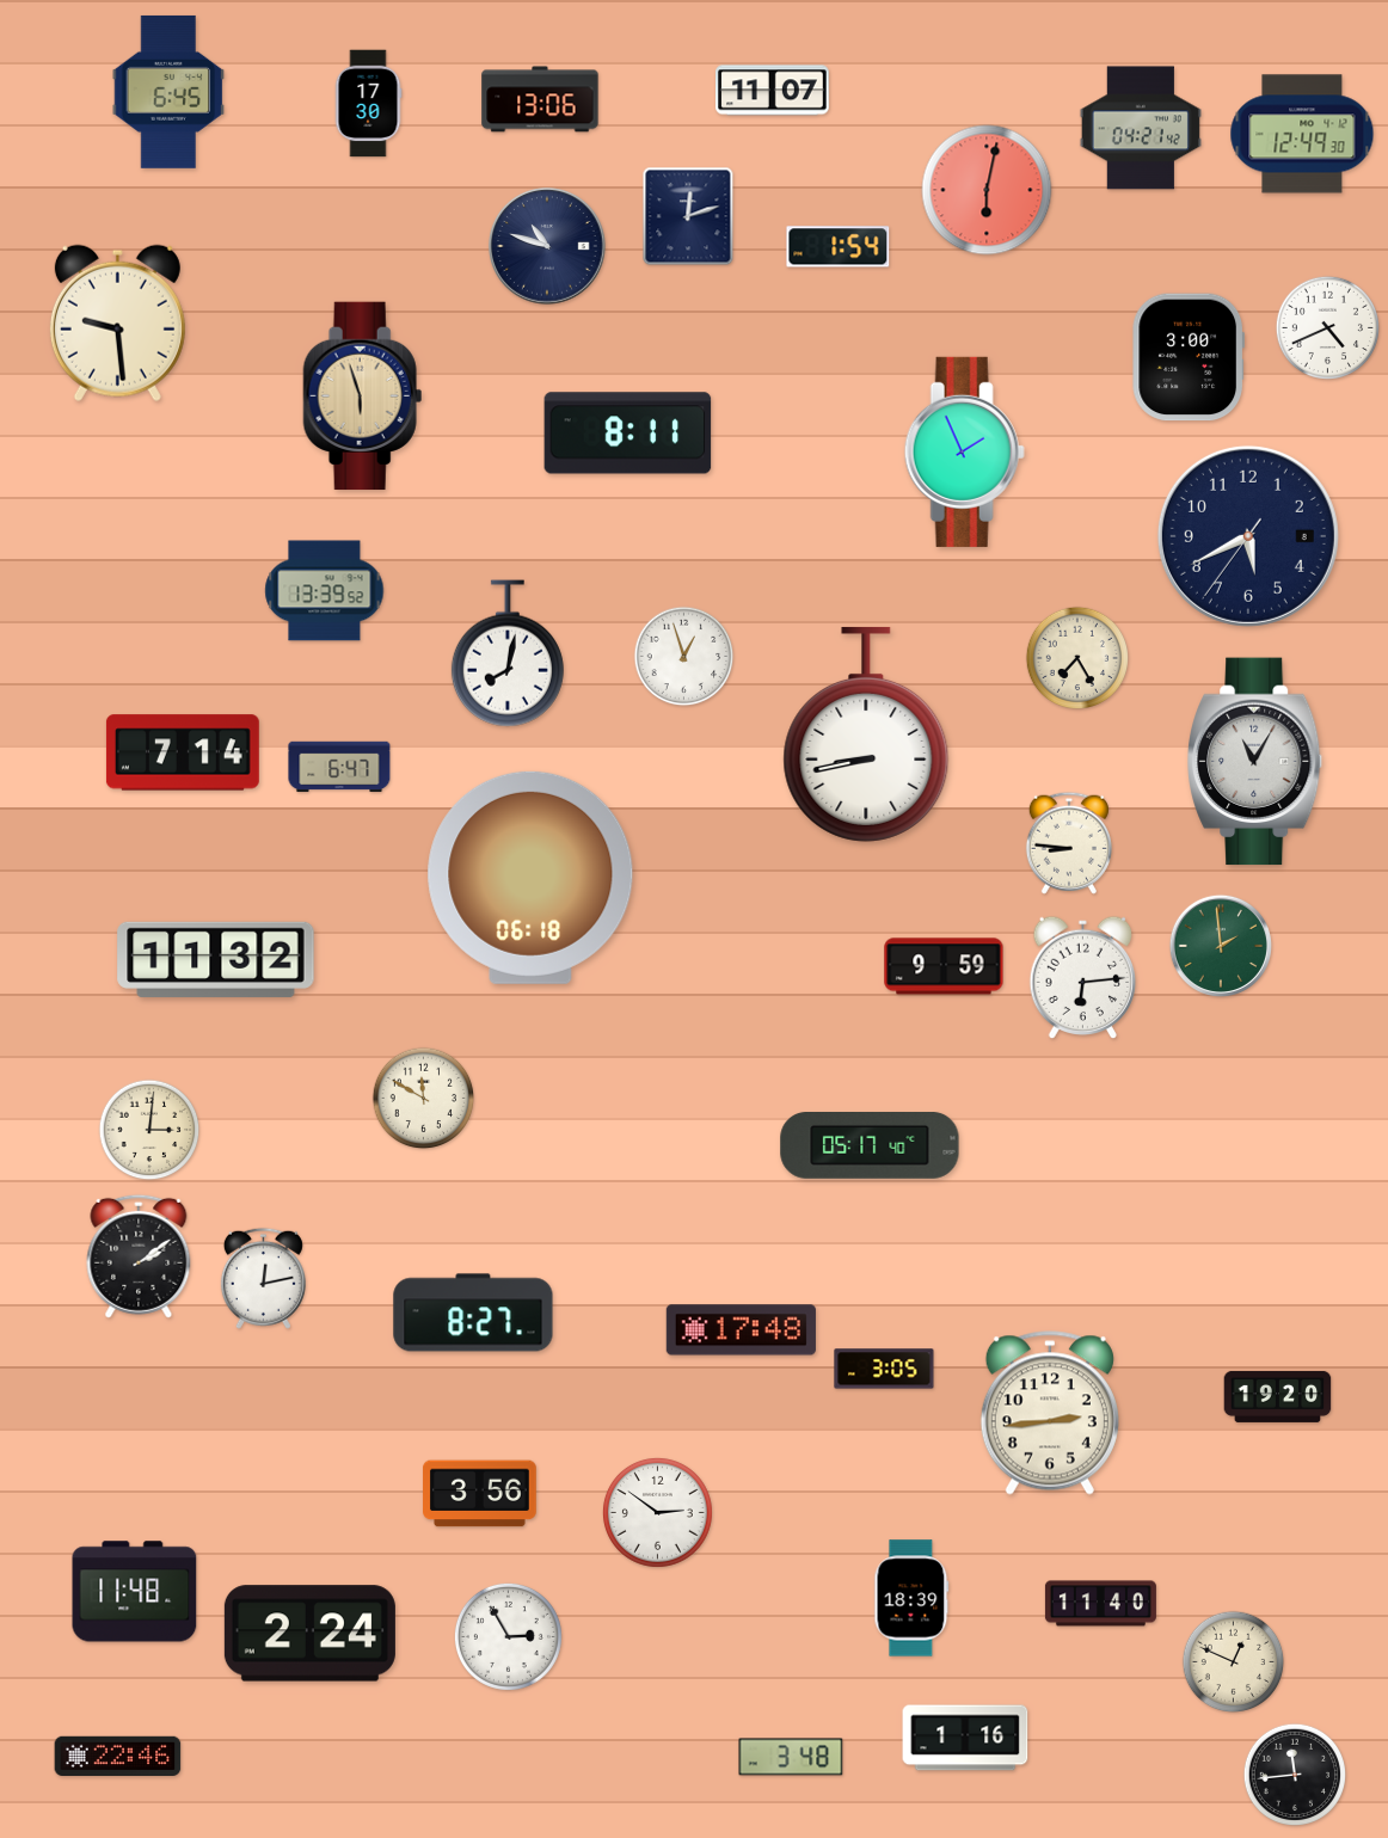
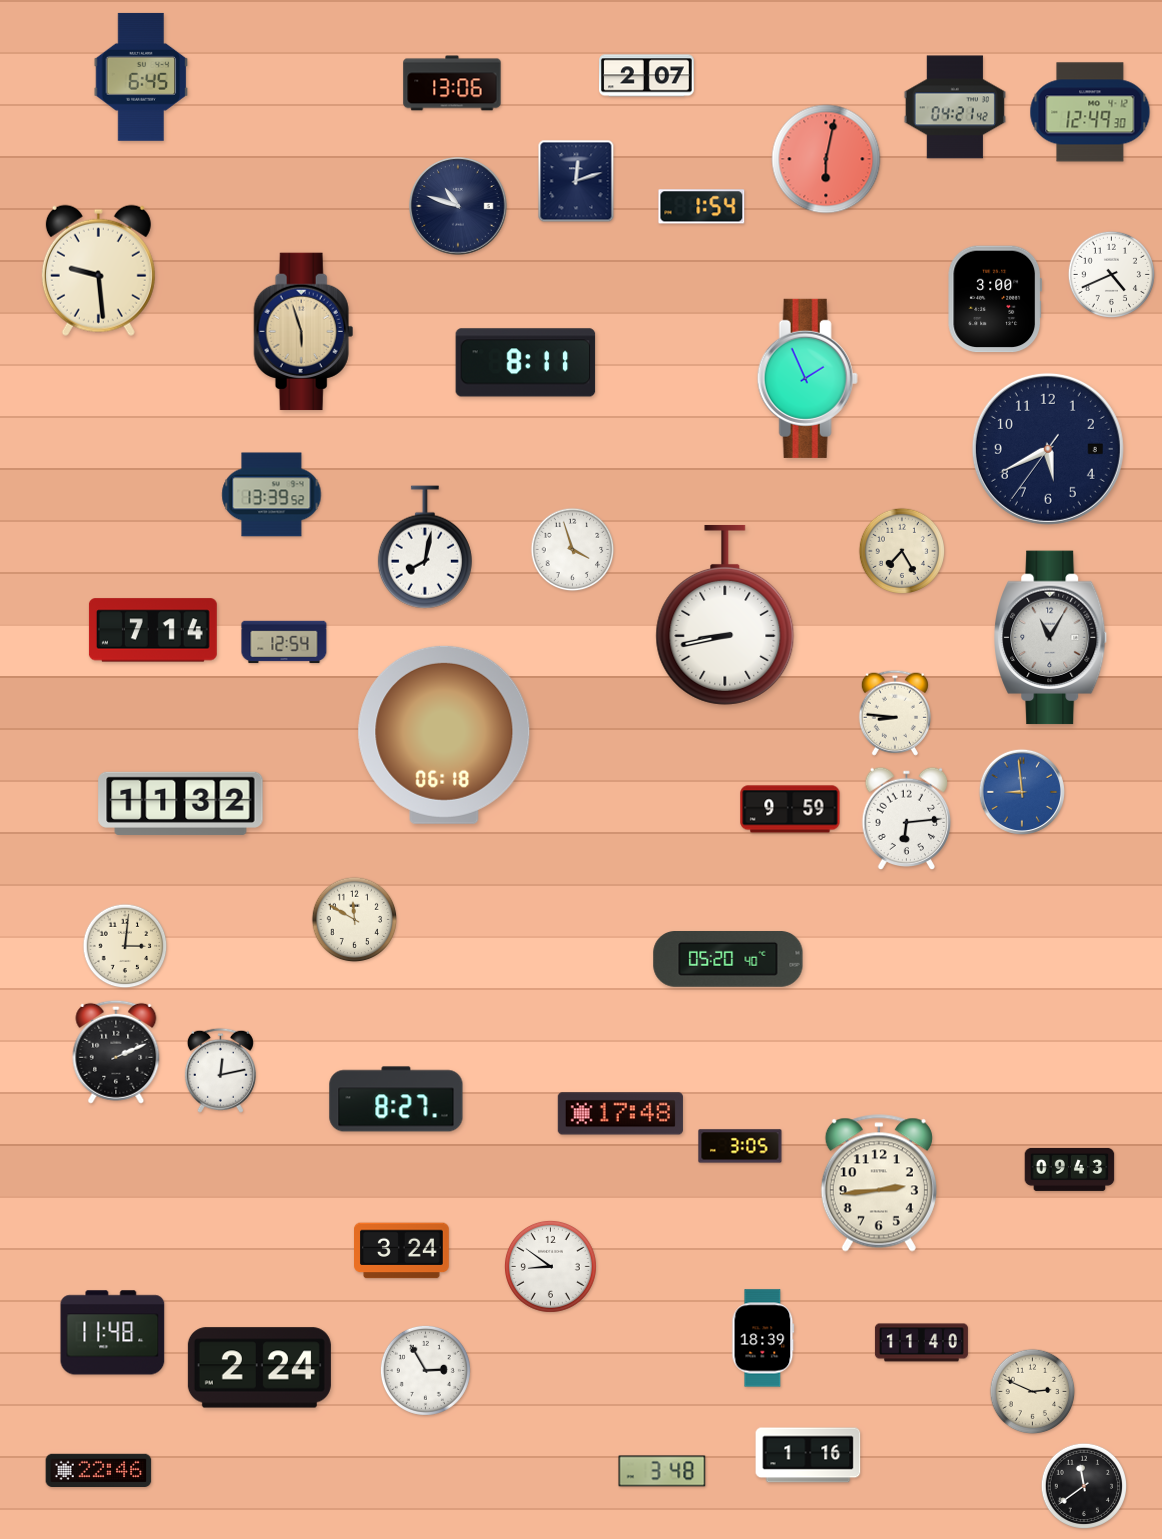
clock at (773, 91): 11:07 -> 2:07
clock at (368, 104): 17:30 -> none
clock at (1248, 536) position: (1248, 536) -> (1048, 449)
clock at (684, 657): 12:57 -> 3:57
clock at (339, 767): 6:47 -> 12:54
clock at (1069, 843) position: (1069, 843) -> (895, 713)
clock at (1221, 946): 1:59 -> 8:59
clock at (1221, 946) dial: green -> blue
clock at (870, 1147): 05:17 -> 05:20
clock at (139, 1256): 2:09 -> 2:11
clock at (1278, 1396): 19:20 -> 09:43
clock at (480, 1494): 3:56 -> 3:24
clock at (657, 1512): 2:51 -> 8:51
clock at (1234, 1662): 12:49 -> 2:49
clock at (1295, 1775): 11:44 -> 11:39
